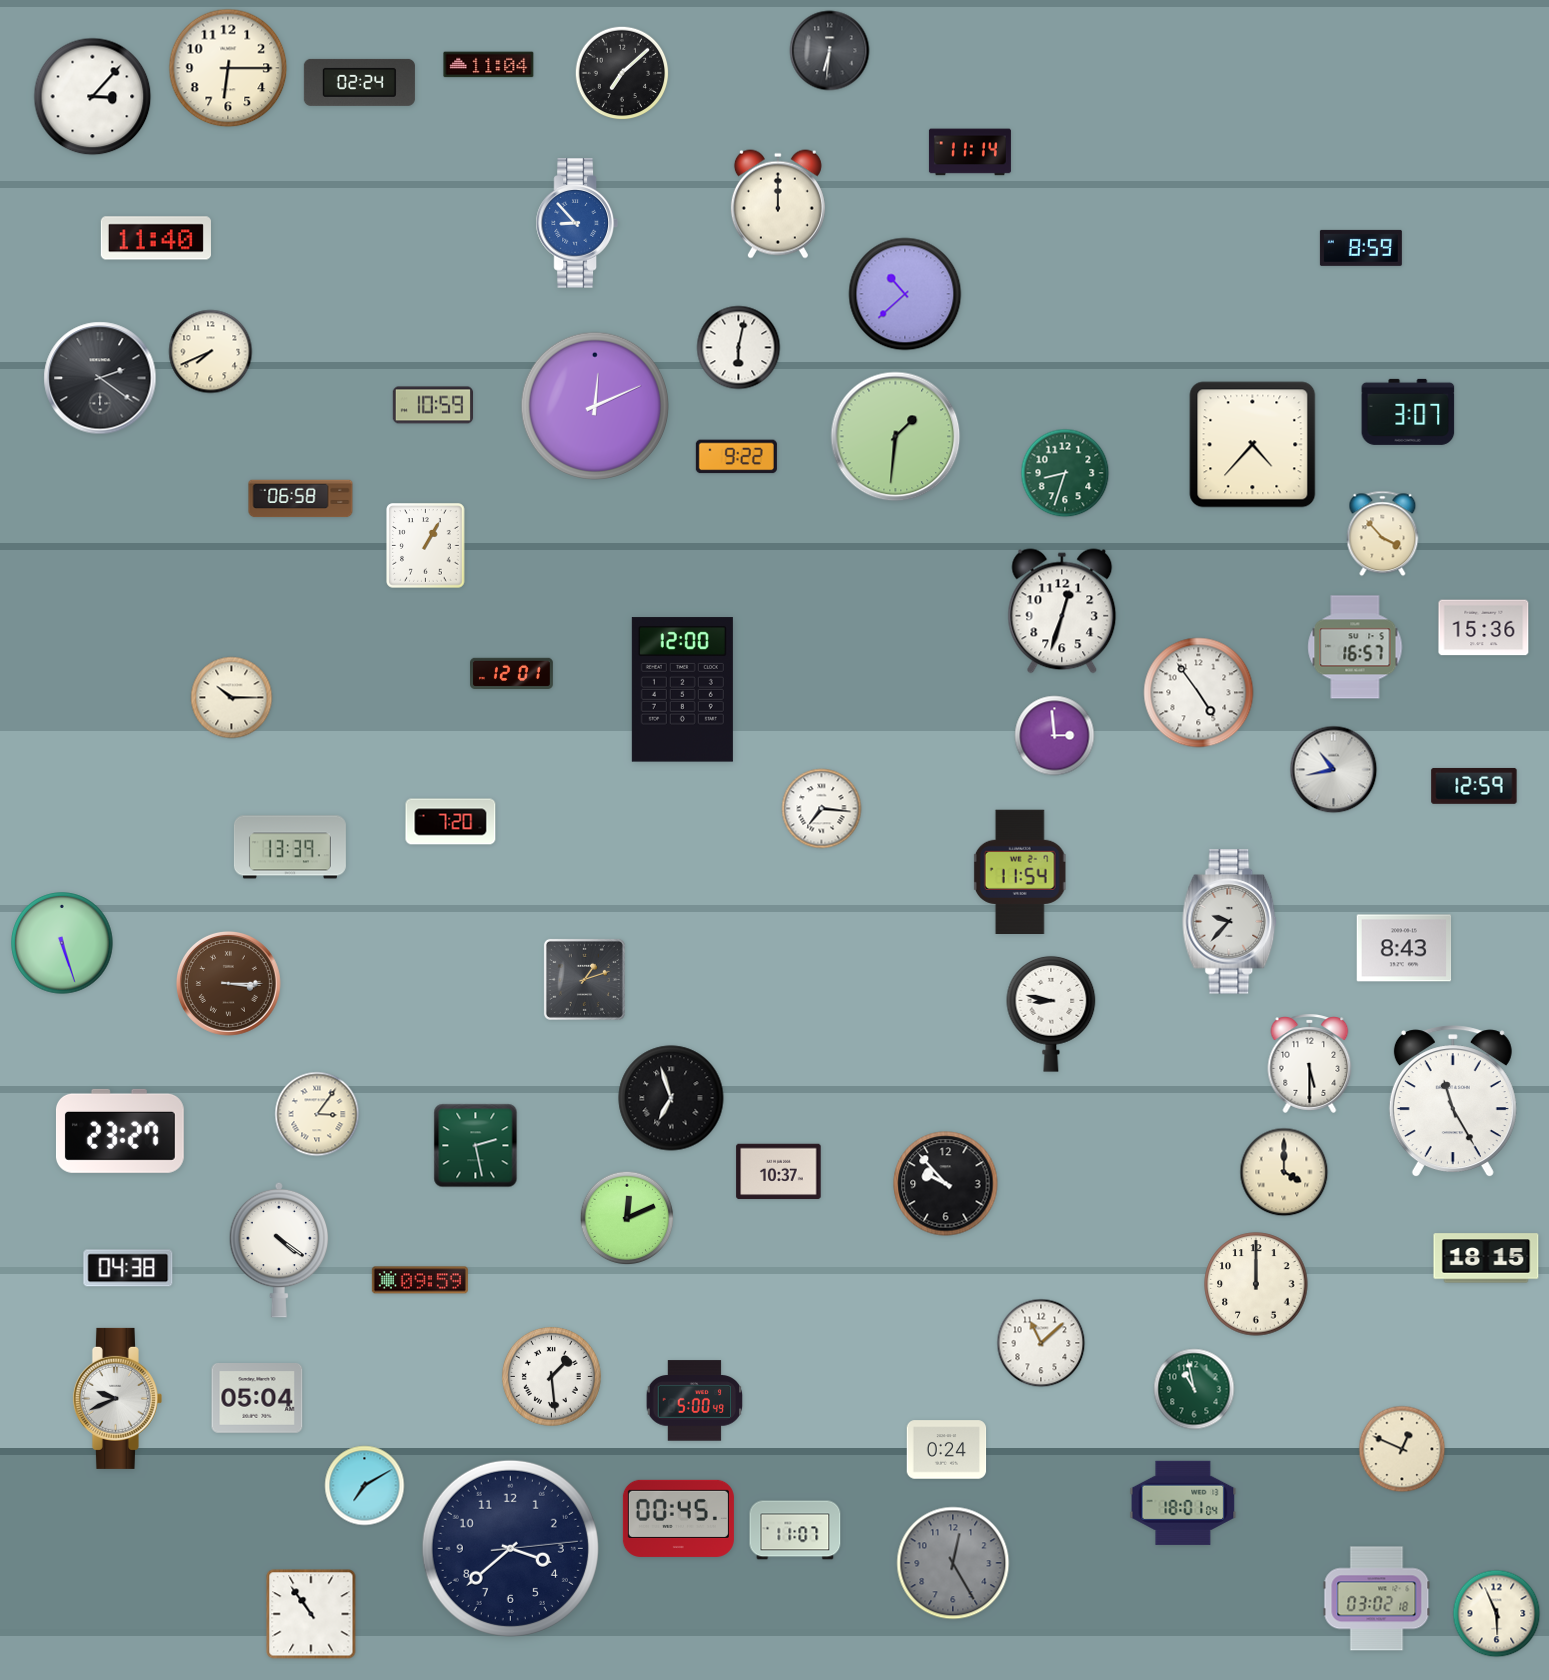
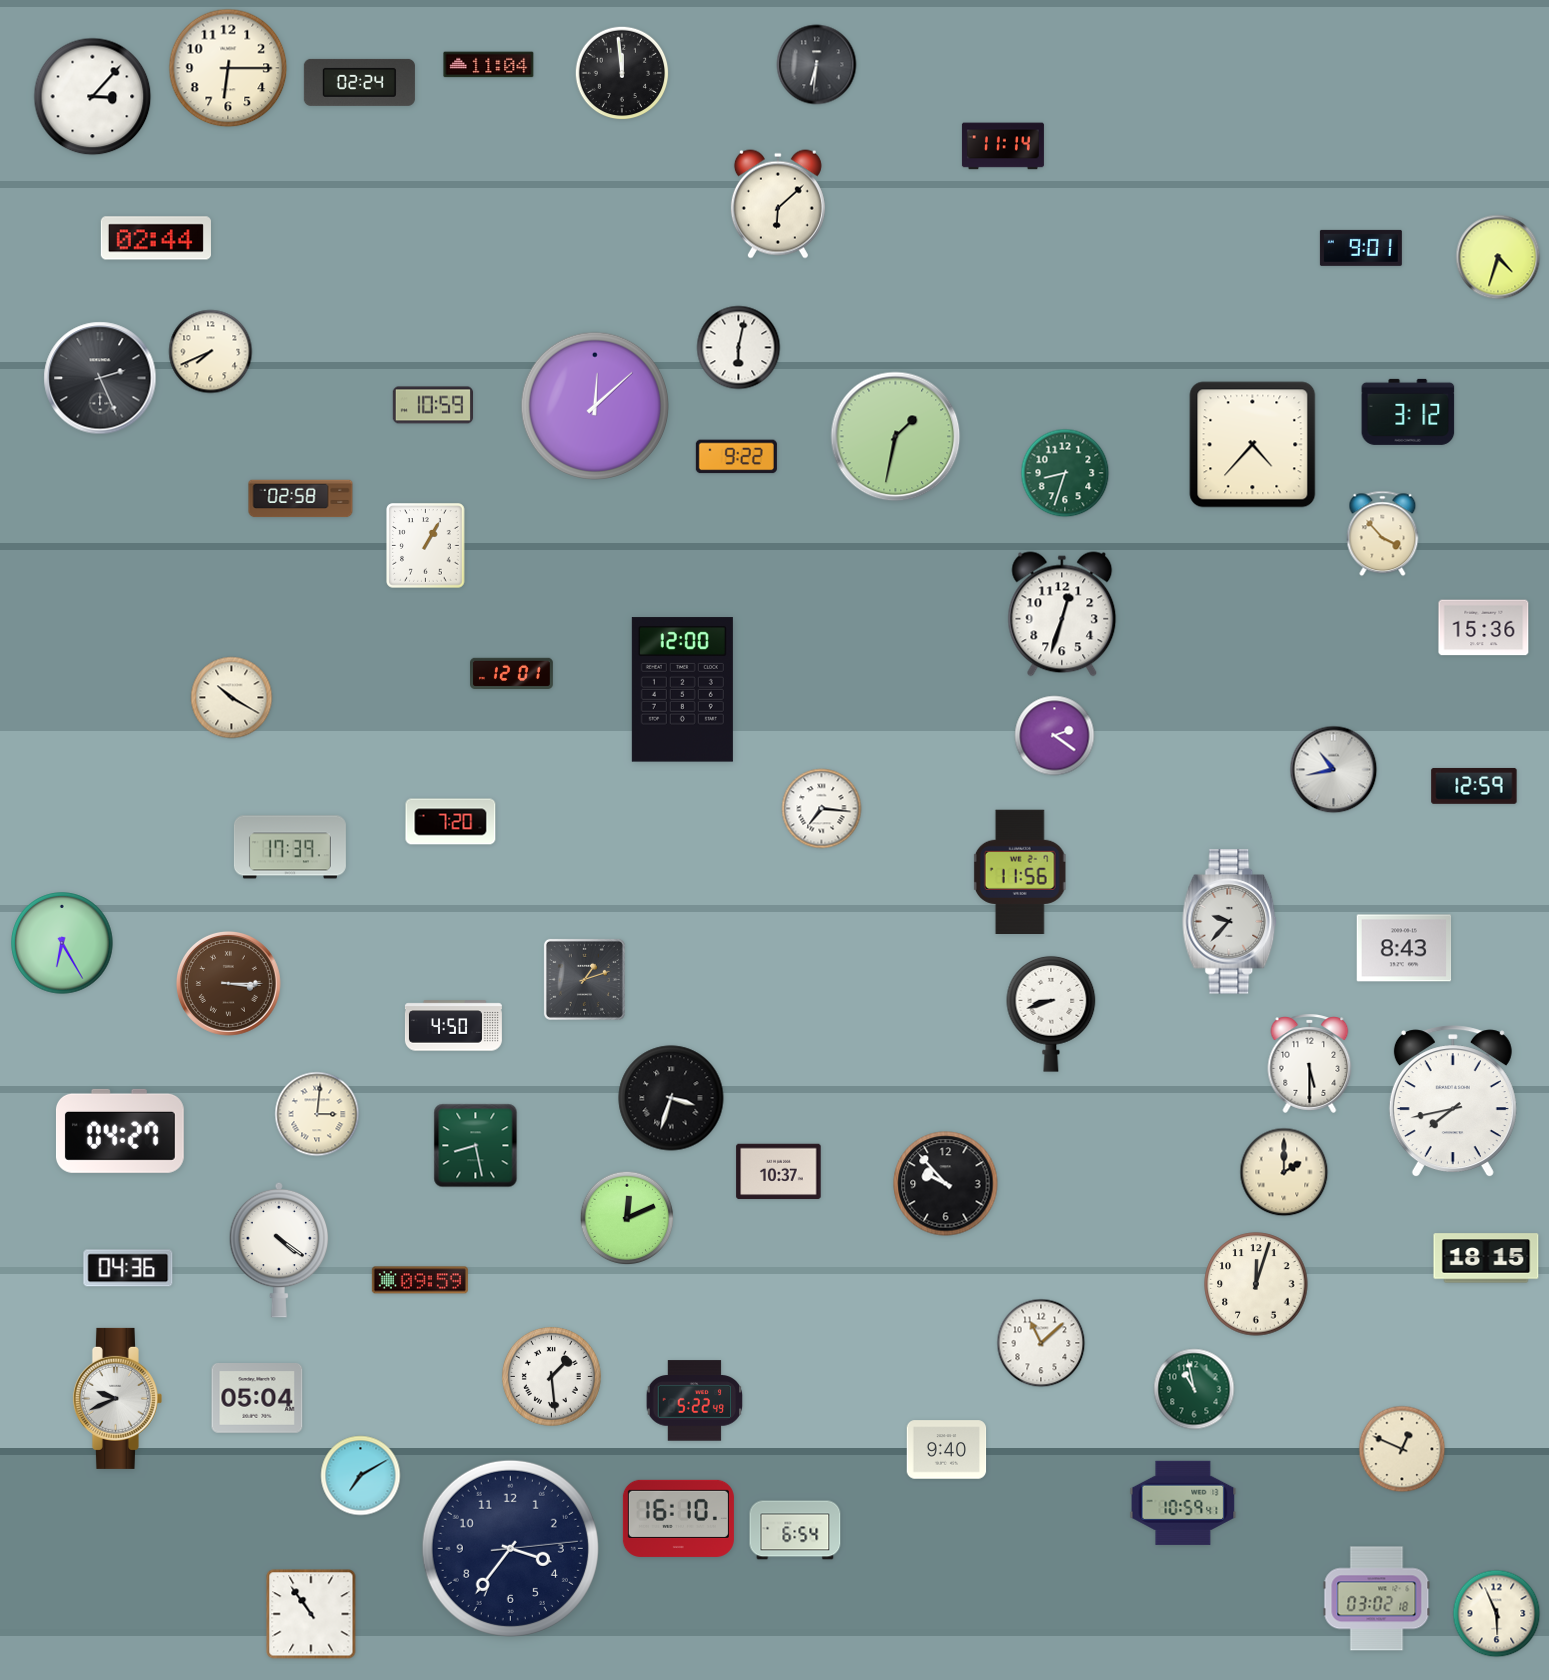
clock at (830, 51) position: (830, 51) -> (817, 65)
clock at (622, 73): 7:08 -> 11:59
clock at (970, 152) position: (970, 152) -> (1003, 146)
clock at (778, 204): 12:00 -> 6:08
clock at (577, 223): 8:53 -> none
clock at (156, 238): 11:40 -> 02:44
clock at (1361, 248): 8:59 -> 9:01
clock at (1498, 257): none -> 4:33
clock at (905, 294): 10:38 -> none
clock at (100, 378): 2:21 -> 2:26
clock at (594, 405): 12:11 -> 12:08
clock at (1408, 412): 3:07 -> 3:12
clock at (896, 437): 1:31 -> 1:32
clock at (301, 499): 06:58 -> 02:58
clock at (1062, 611) position: (1062, 611) -> (1062, 614)
clock at (1355, 647): 16:57 -> none
clock at (1199, 693): 4:54 -> none
clock at (232, 698): 10:15 -> 10:20
clock at (1055, 736): 2:59 -> 2:21
clock at (290, 847): 13:39 -> 17:39
clock at (1020, 871): 11:54 -> 11:56
clock at (62, 943): 5:27 -> 6:25
clock at (1051, 1014): 8:47 -> 8:42
clock at (453, 1026): none -> 4:50
clock at (671, 1098): 6:57 -> 3:33
clock at (1453, 1102): 11:25 -> 7:43
clock at (317, 1114): 3:06 -> 3:01
clock at (120, 1131): 23:27 -> 04:27
clock at (476, 1146): 2:28 -> 8:28
clock at (1284, 1172): 4:00 -> 2:00
clock at (128, 1268): 04:38 -> 04:36
clock at (1256, 1284): 12:00 -> 12:03
clock at (695, 1401): 5:00 -> 5:22
clock at (947, 1450): 0:24 -> 9:40
clock at (365, 1486) position: (365, 1486) -> (361, 1476)
clock at (1183, 1503): 18:01 -> 10:59
clock at (678, 1518): 00:45 -> 16:10
clock at (795, 1530): 11:07 -> 6:54
clock at (510, 1548): 3:38 -> 3:36
clock at (953, 1563): 12:25 -> none
